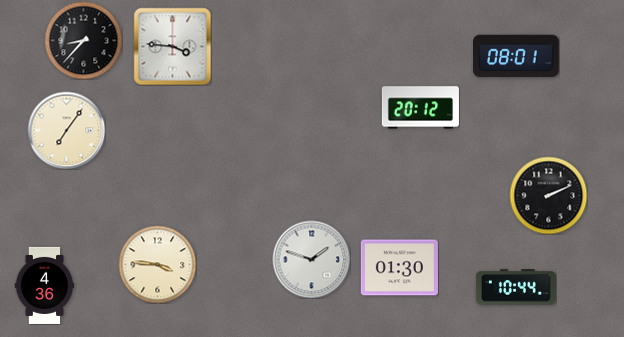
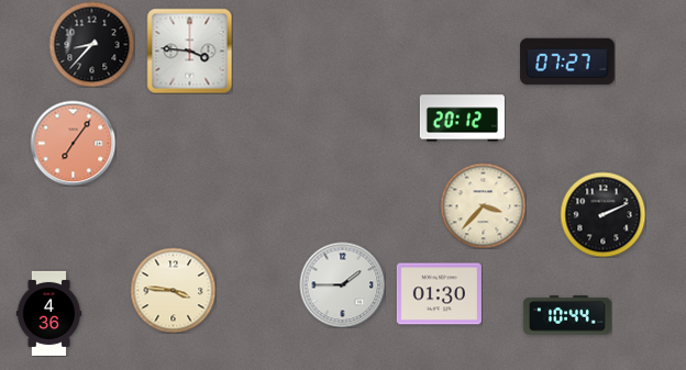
clock at (516, 56): 08:01 -> 07:27
clock at (66, 130) dial: cream -> salmon
clock at (483, 205): none -> 3:37
clock at (311, 259): 1:48 -> 1:45
